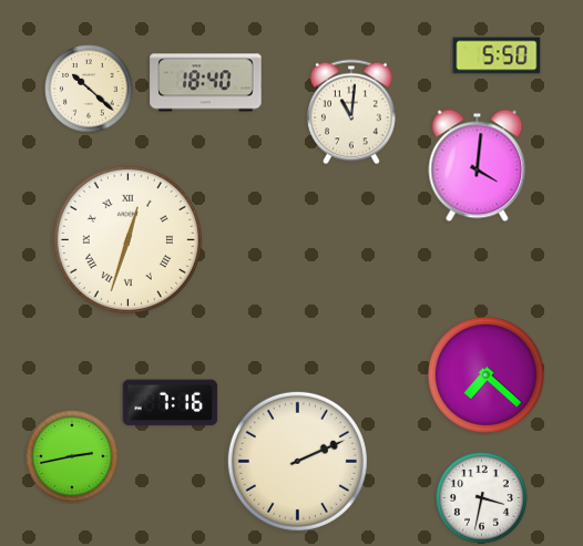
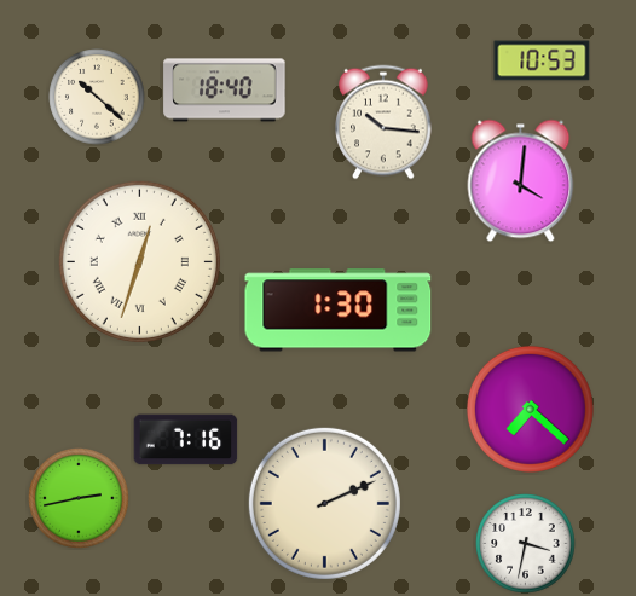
clock at (497, 55): 5:50 -> 10:53
clock at (352, 112): 11:01 -> 10:16
clock at (339, 311): none -> 1:30
